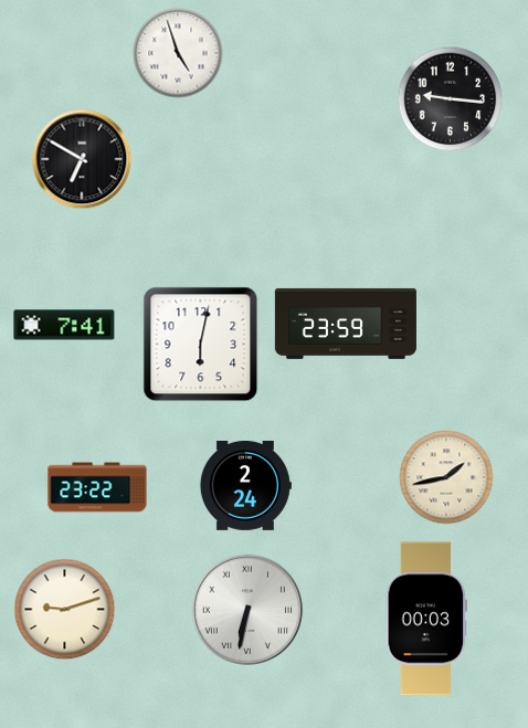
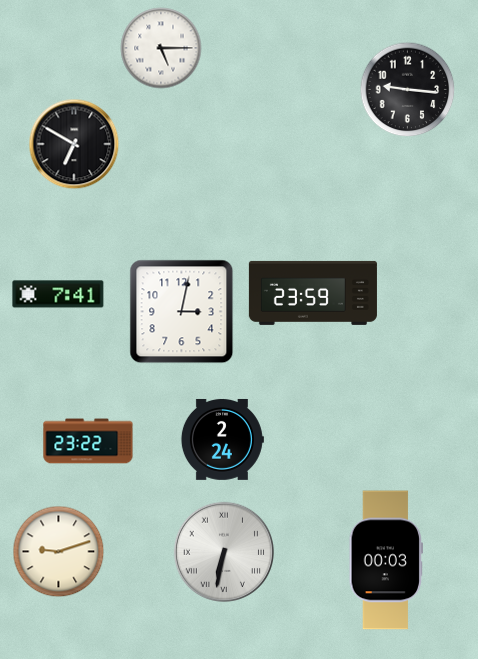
clock at (178, 53): 4:57 -> 5:15
clock at (201, 345): 6:02 -> 3:02
clock at (446, 477): 1:43 -> none
